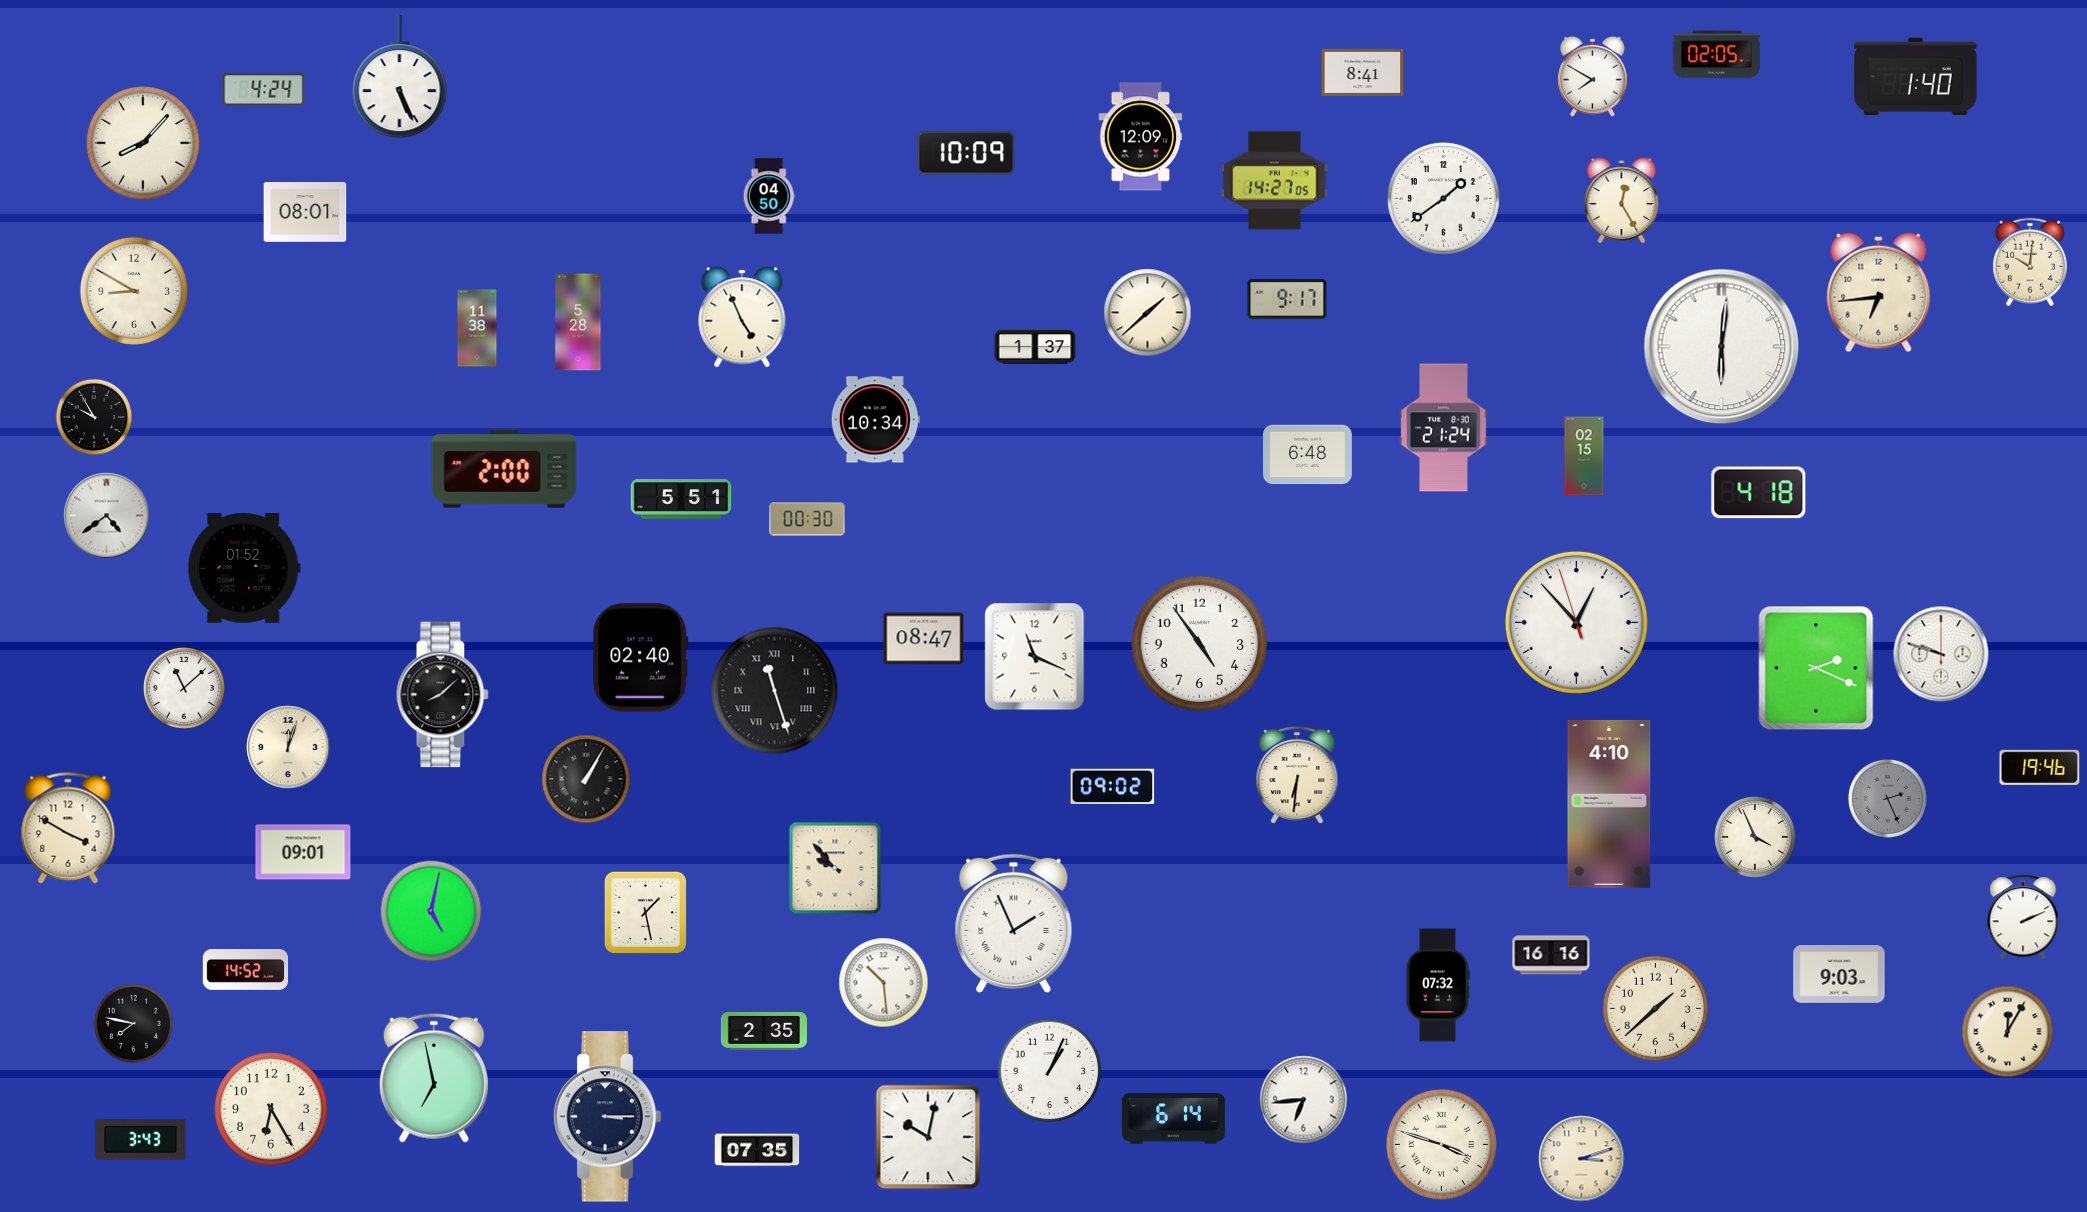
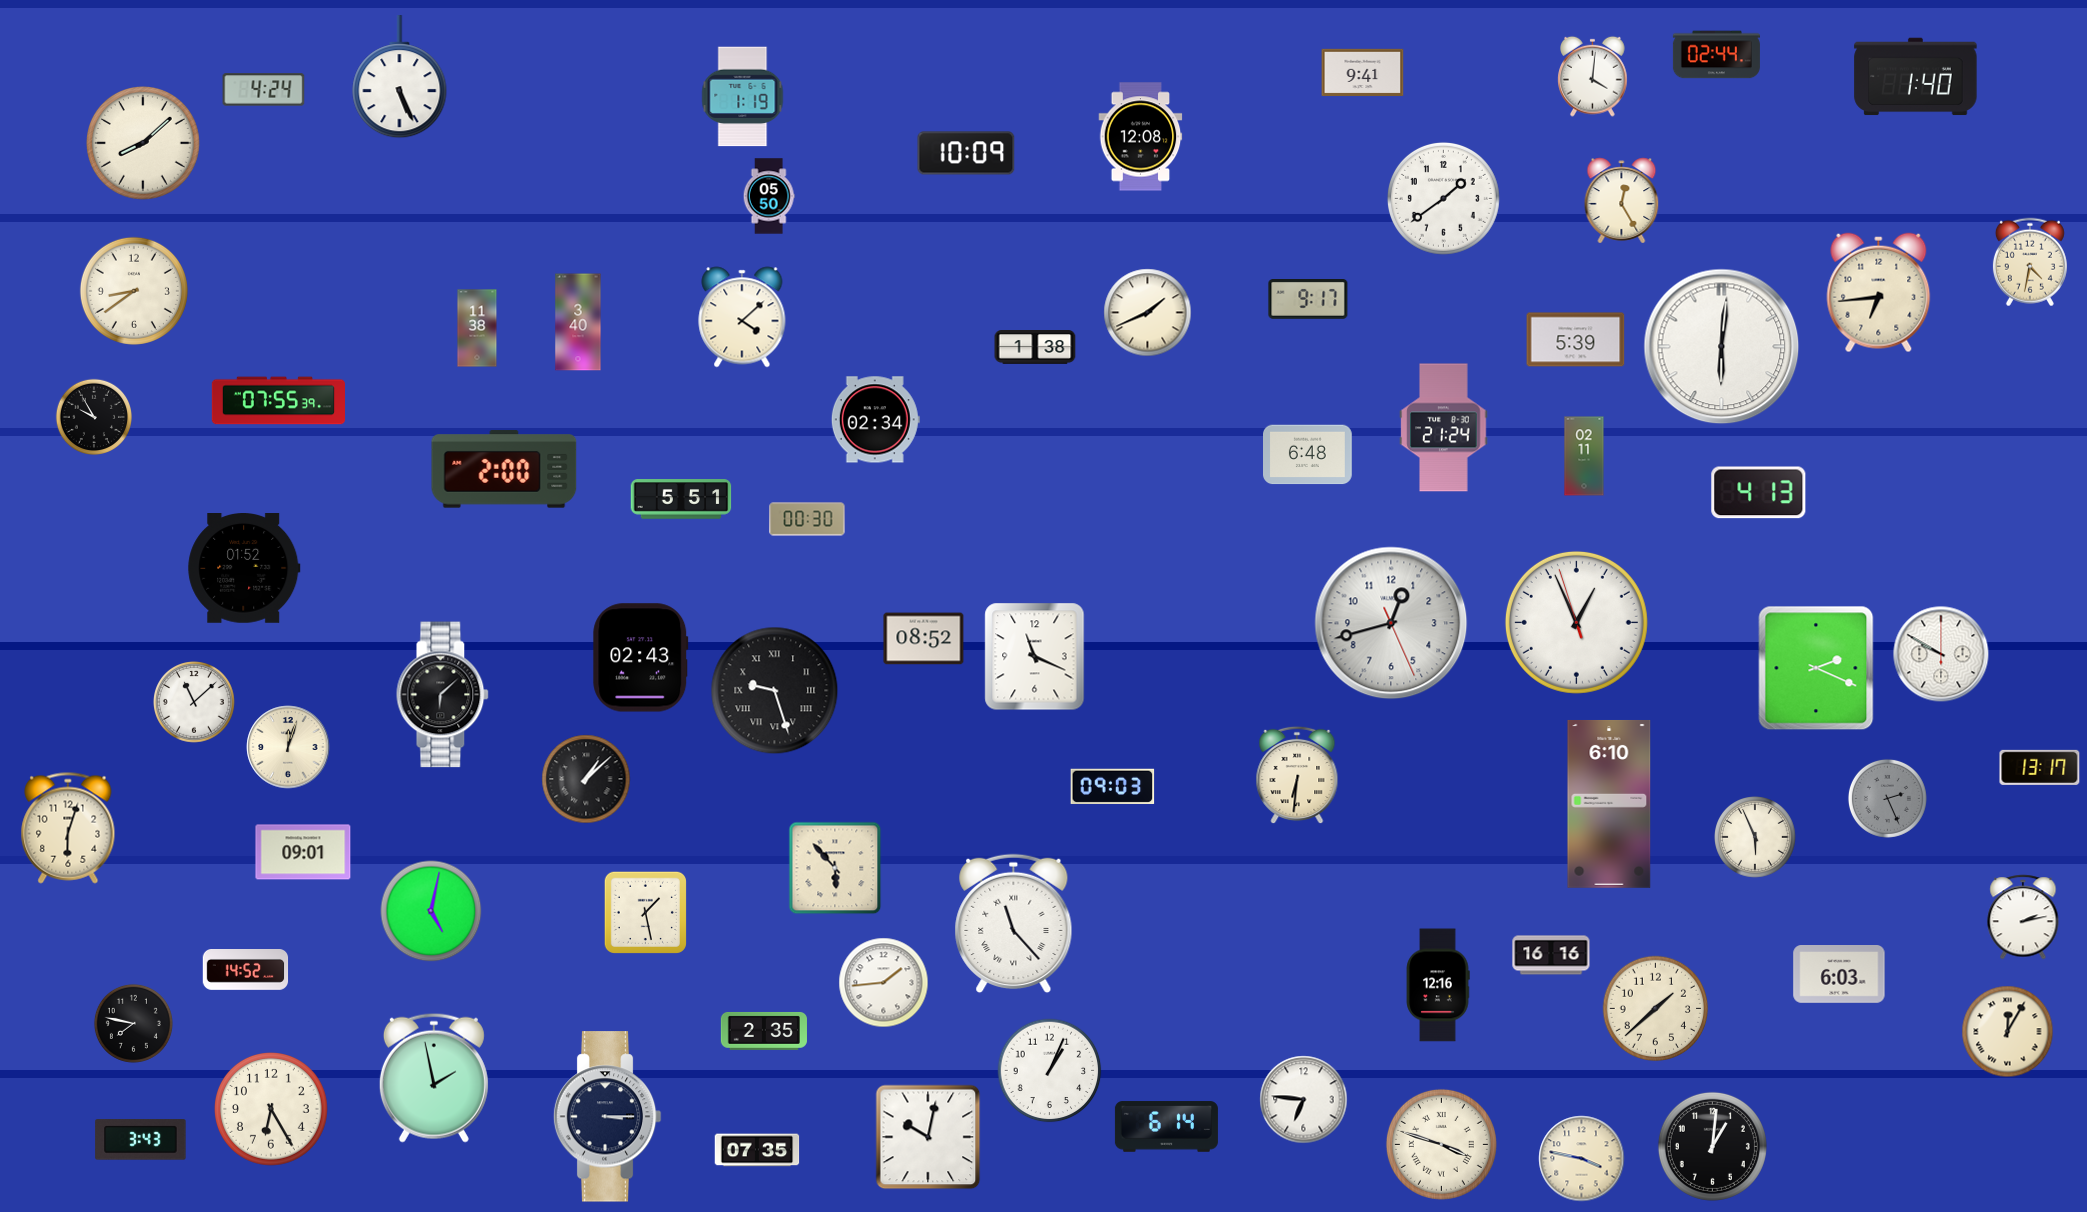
clock at (1716, 55): 02:05 -> 02:44
clock at (1363, 72): 8:41 -> 9:41
clock at (1593, 76): 7:50 -> 4:01
clock at (743, 97): none -> 1:19
clock at (1141, 137): 12:09 -> 12:08
clock at (144, 144): 8:07 -> 8:08
clock at (1275, 181): 14:27 -> none
clock at (769, 196): 04:50 -> 05:50
clock at (305, 212): 08:01 -> none
clock at (2030, 262): 10:01 -> 4:32
clock at (134, 291): 8:50 -> 8:39
clock at (1287, 300) position: (1287, 300) -> (1308, 300)
clock at (1148, 313): 1:38 -> 1:41
clock at (742, 317): 4:56 -> 4:08
clock at (578, 322): 5:28 -> 3:40
clock at (1576, 340): none -> 5:39
clock at (1035, 348): 1:37 -> 1:38
clock at (278, 401): none -> 07:55
clock at (875, 420): 10:34 -> 02:34
clock at (1584, 456): 02:15 -> 02:11
clock at (1759, 493): 4:18 -> 4:13
clock at (107, 516): 4:39 -> none
clock at (1576, 622): 12:52 -> 12:55
clock at (1391, 623): none -> 12:42
clock at (924, 639): 08:47 -> 08:52
clock at (1200, 644): 4:54 -> none
clock at (1941, 654): 9:48 -> 9:50
clock at (641, 658): 02:40 -> 02:43
clock at (185, 689) position: (185, 689) -> (195, 703)
clock at (775, 691): 11:27 -> 9:27
clock at (443, 695): 8:08 -> 6:08
clock at (2040, 767): 19:46 -> 13:17
clock at (586, 779): 1:05 -> 1:08
clock at (1113, 787): 09:02 -> 09:03
clock at (1609, 804): 4:10 -> 6:10
clock at (68, 828): 3:50 -> 6:03
clock at (1756, 838): 3:56 -> 5:56
clock at (835, 868): 9:53 -> 5:53
clock at (2023, 917): 2:11 -> 2:13
clock at (1014, 924): 1:56 -> 11:23
clock at (1839, 975): 9:03 -> 6:03
clock at (884, 983): 10:29 -> 1:44
clock at (1438, 985): 07:32 -> 12:16
clock at (434, 1078): 6:58 -> 1:58
clock at (1304, 1100): 6:44 -> 6:46
clock at (1173, 1119) position: (1173, 1119) -> (1166, 1127)
clock at (1712, 1146): none -> 1:01
clock at (1582, 1159): 3:12 -> 3:47
